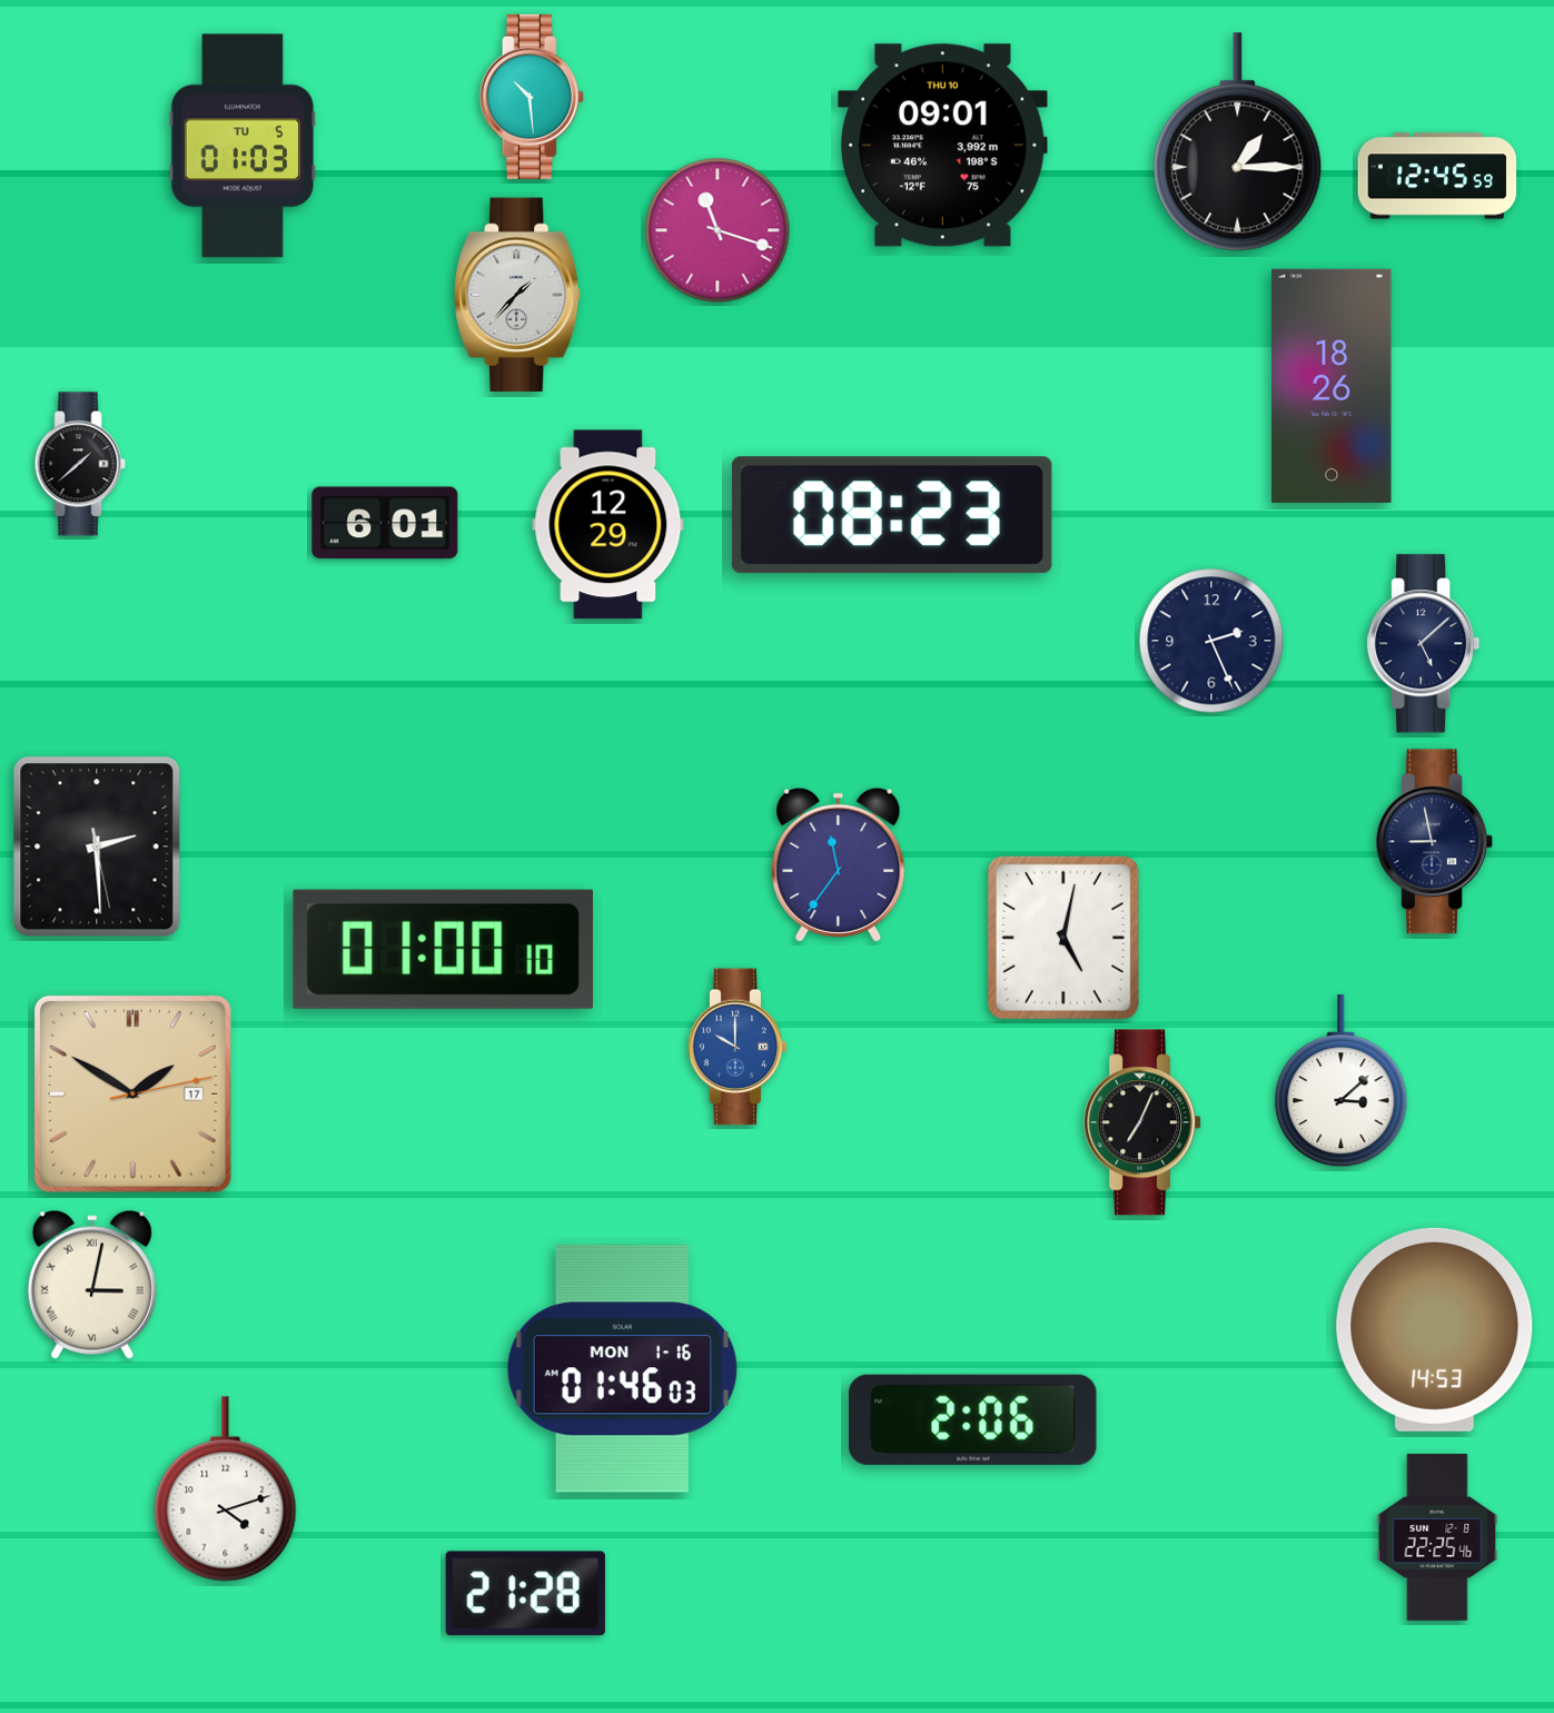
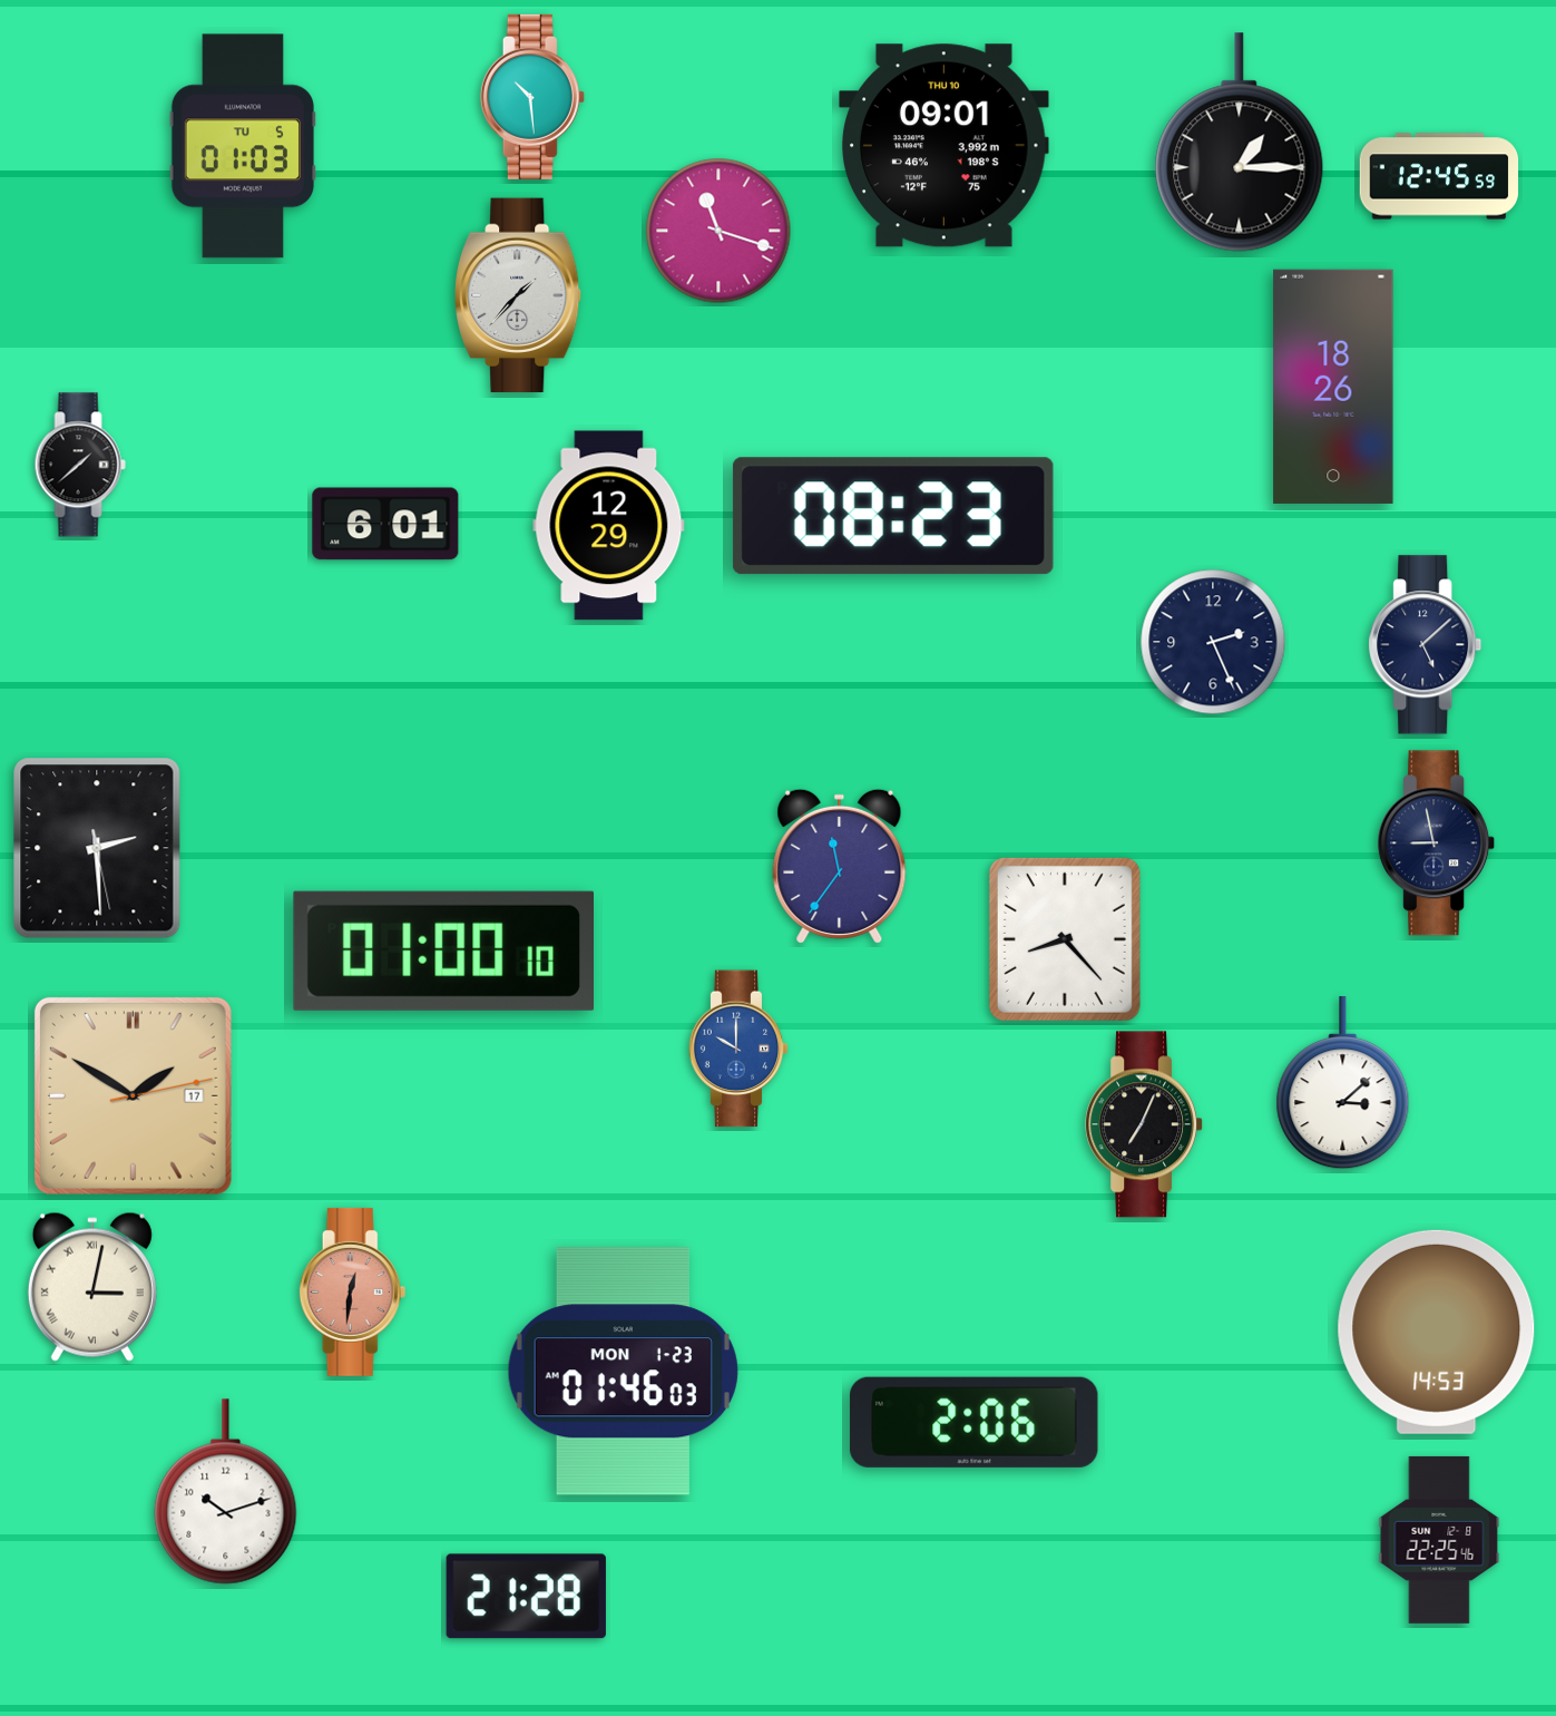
clock at (1063, 938): 5:02 -> 8:23
clock at (353, 1291): none -> 12:31
clock at (622, 1369) date: MON 1-16 -> MON 1-23
clock at (226, 1489): 4:12 -> 10:12
